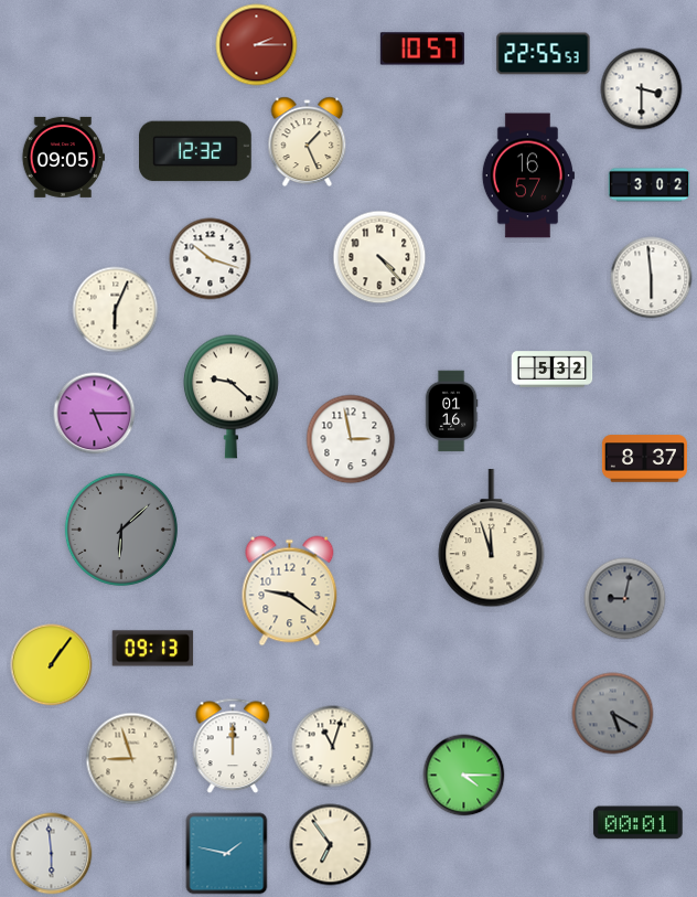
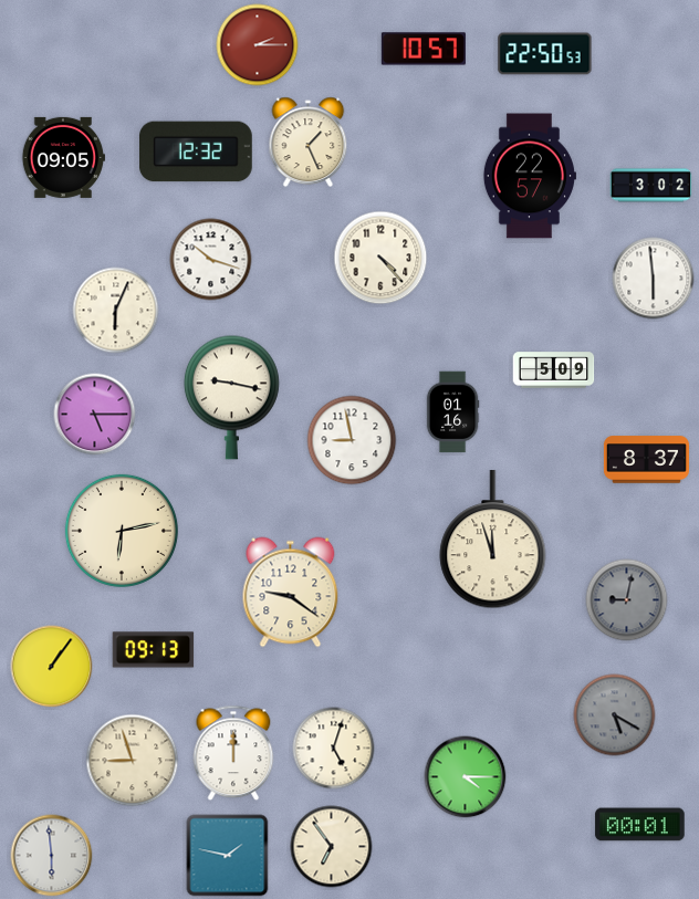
clock at (544, 54): 22:55 -> 22:50
clock at (642, 89): 3:30 -> none
clock at (528, 175): 16:57 -> 22:57
clock at (553, 370): 5:32 -> 5:09
clock at (230, 396): 9:22 -> 9:17
clock at (351, 439): 2:58 -> 8:58
clock at (121, 530): 6:08 -> 6:13
clock at (121, 530) dial: grey -> cream
clock at (233, 746) position: (233, 746) -> (233, 753)
clock at (333, 747): 11:03 -> 5:03
